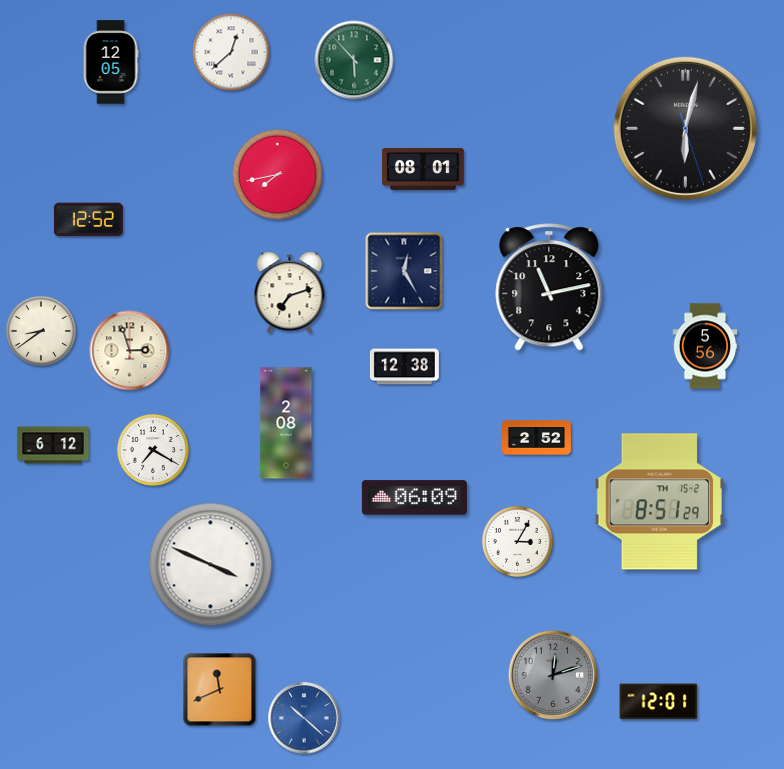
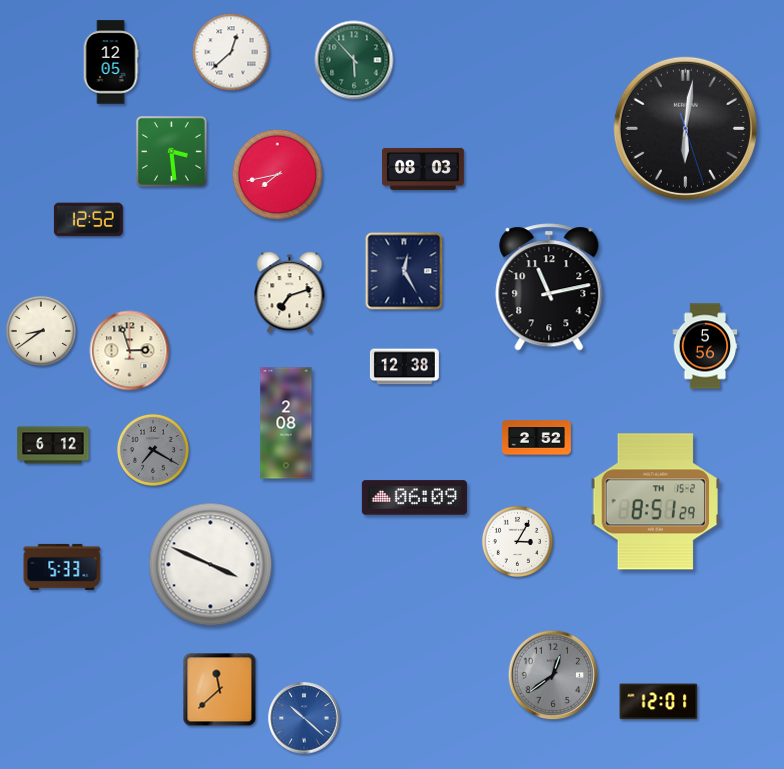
clock at (685, 128): 6:02 -> 6:01
clock at (172, 152): none -> 3:29
clock at (424, 169): 08:01 -> 08:03
clock at (153, 450) dial: white -> grey
clock at (659, 502) position: (659, 502) -> (655, 502)
clock at (62, 567): none -> 5:33
clock at (553, 675): 12:12 -> 12:39
clock at (220, 690): 11:41 -> 11:38
